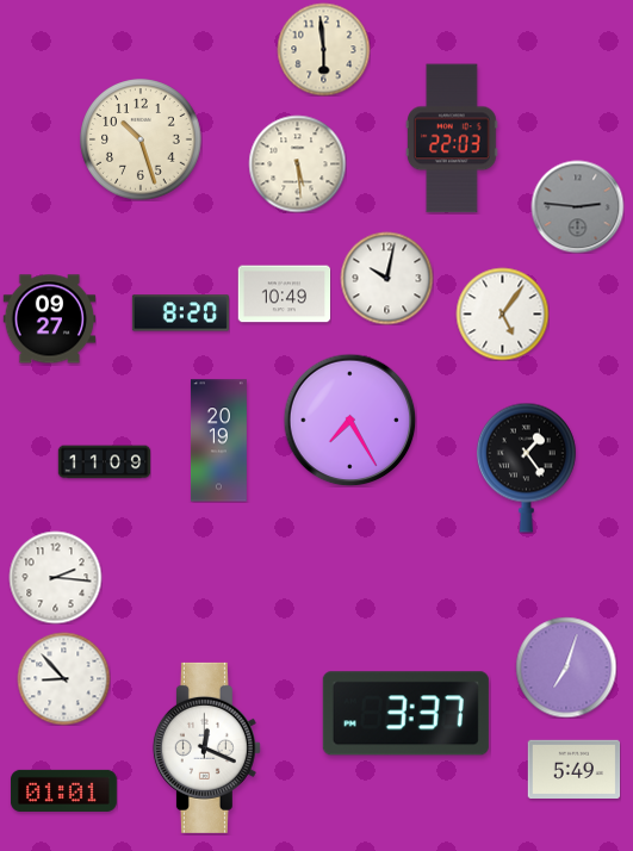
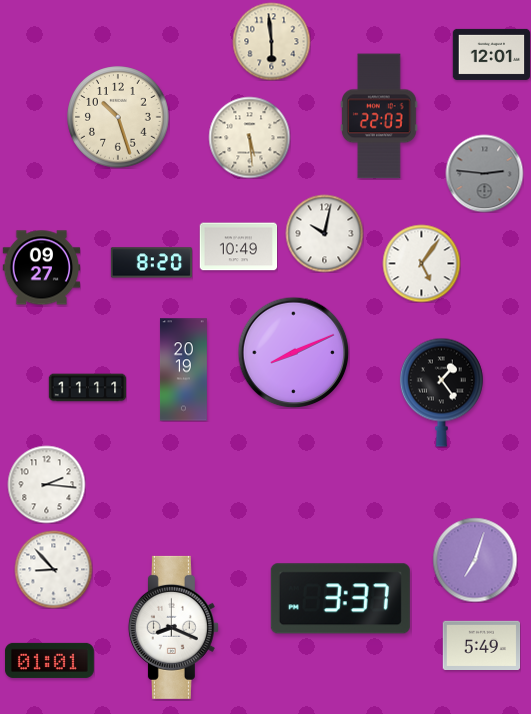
clock at (491, 54): none -> 12:01
clock at (349, 420): 7:25 -> 8:11
clock at (104, 462): 11:09 -> 11:11
clock at (206, 747): 12:19 -> 8:19
clock at (63, 790) position: (63, 790) -> (49, 660)
